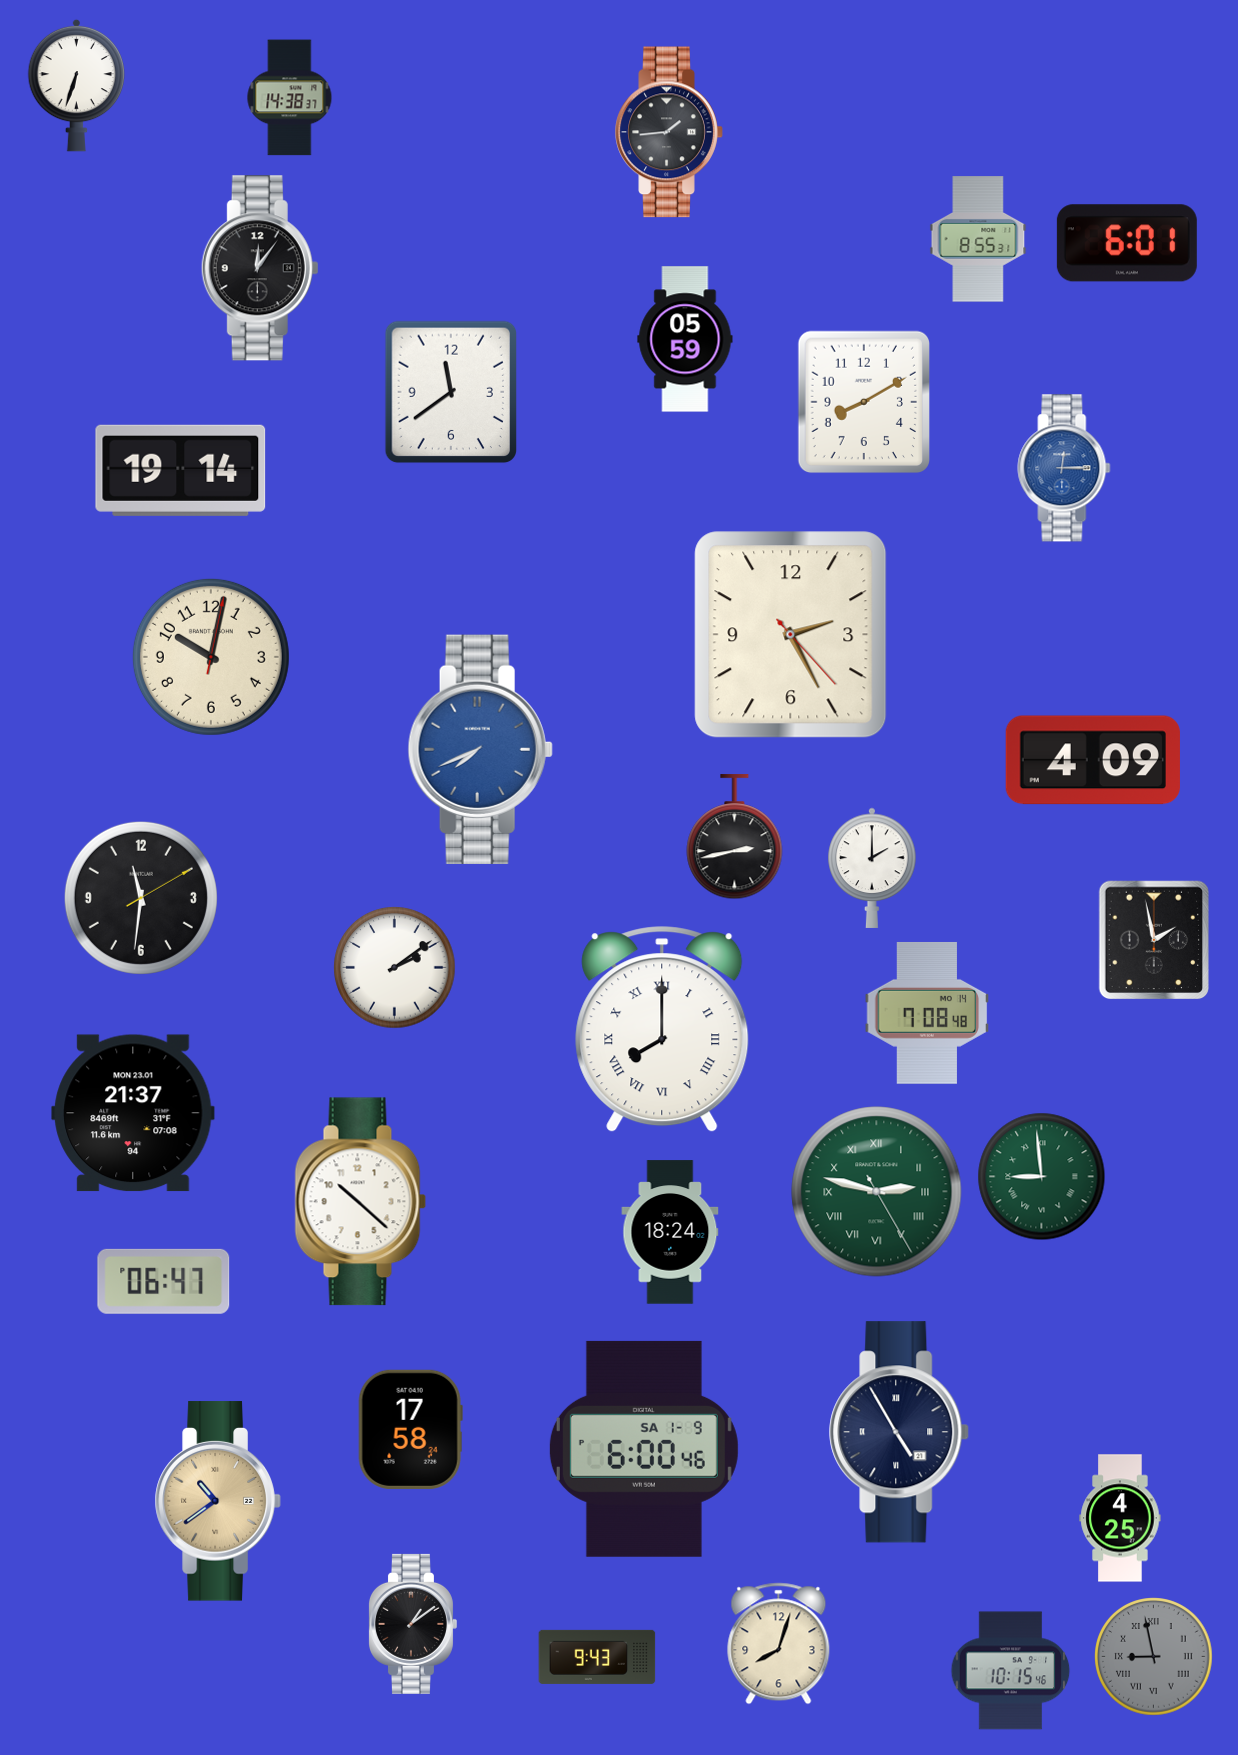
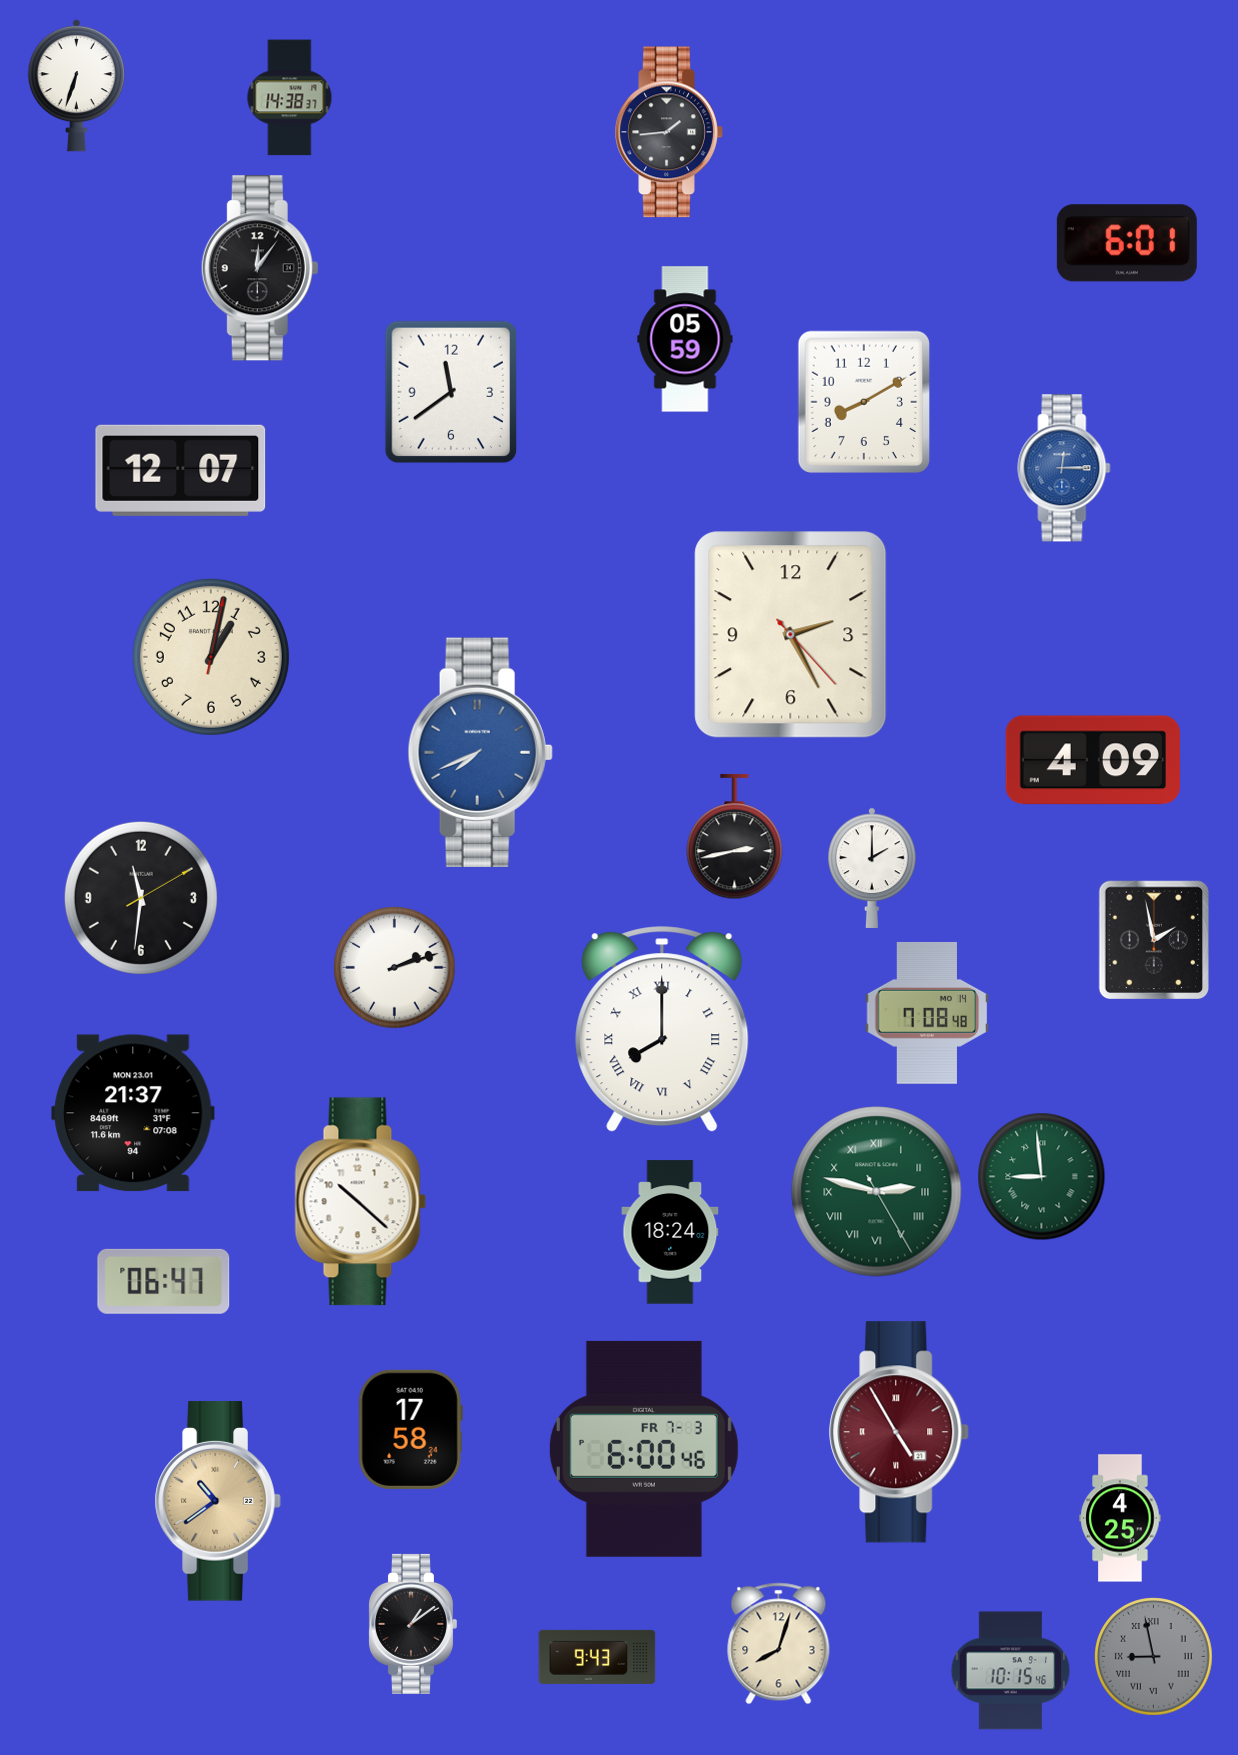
clock at (978, 239): 8:55 -> none
clock at (181, 470): 19:14 -> 12:07
clock at (211, 657): 10:02 -> 1:02
clock at (480, 749) position: (480, 749) -> (480, 752)
clock at (395, 968): 2:09 -> 2:12
clock at (900, 1432) dial: navy -> burgundy
clock at (644, 1449) date: SA 1-9 -> FR 7-3
